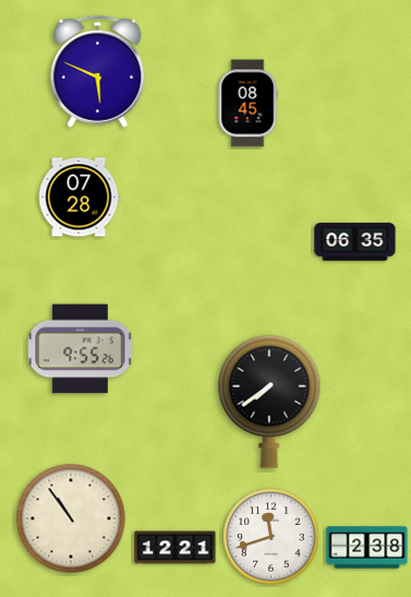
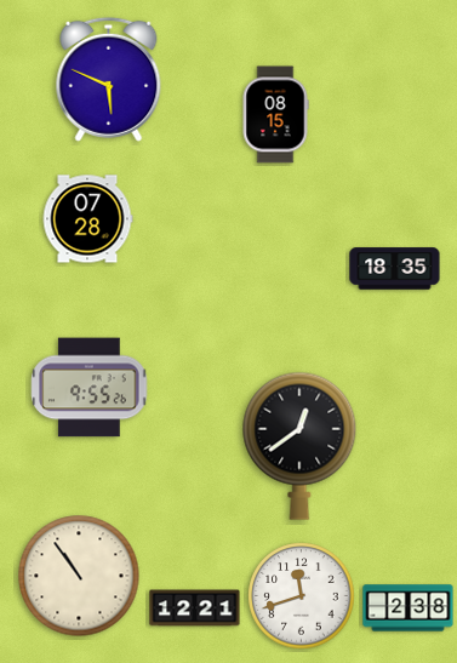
clock at (247, 104): 08:45 -> 08:15
clock at (355, 242): 06:35 -> 18:35
clock at (269, 402): 7:39 -> 12:39
